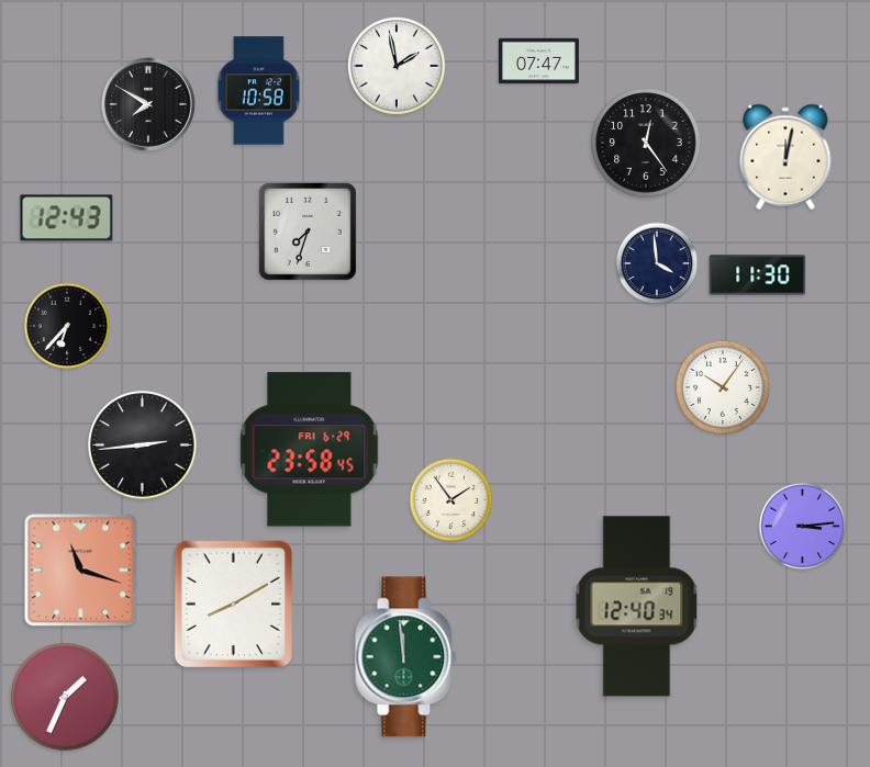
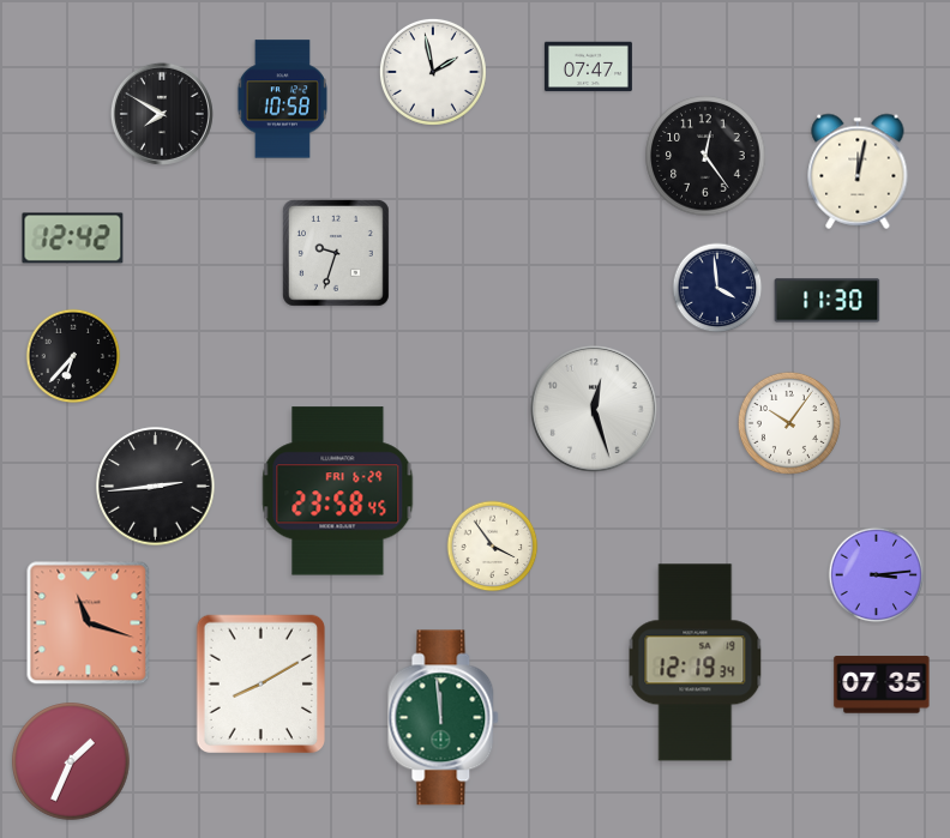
clock at (67, 218): 12:43 -> 12:42
clock at (308, 232): 7:33 -> 9:33
clock at (595, 410): none -> 12:27
clock at (451, 500): 1:54 -> 3:54
clock at (233, 605) position: (233, 605) -> (260, 685)
clock at (637, 607): 12:40 -> 12:19
clock at (882, 685): none -> 07:35
